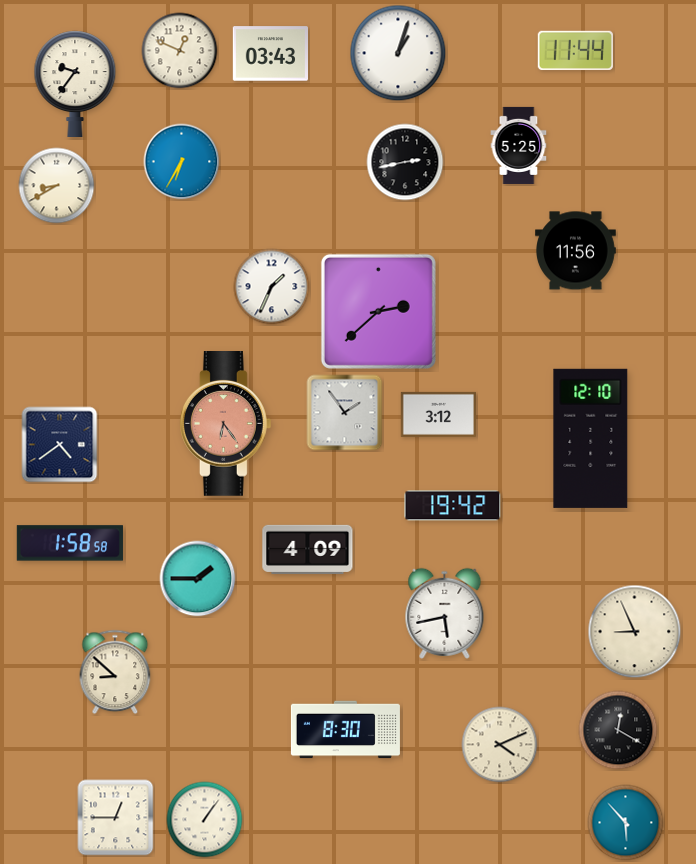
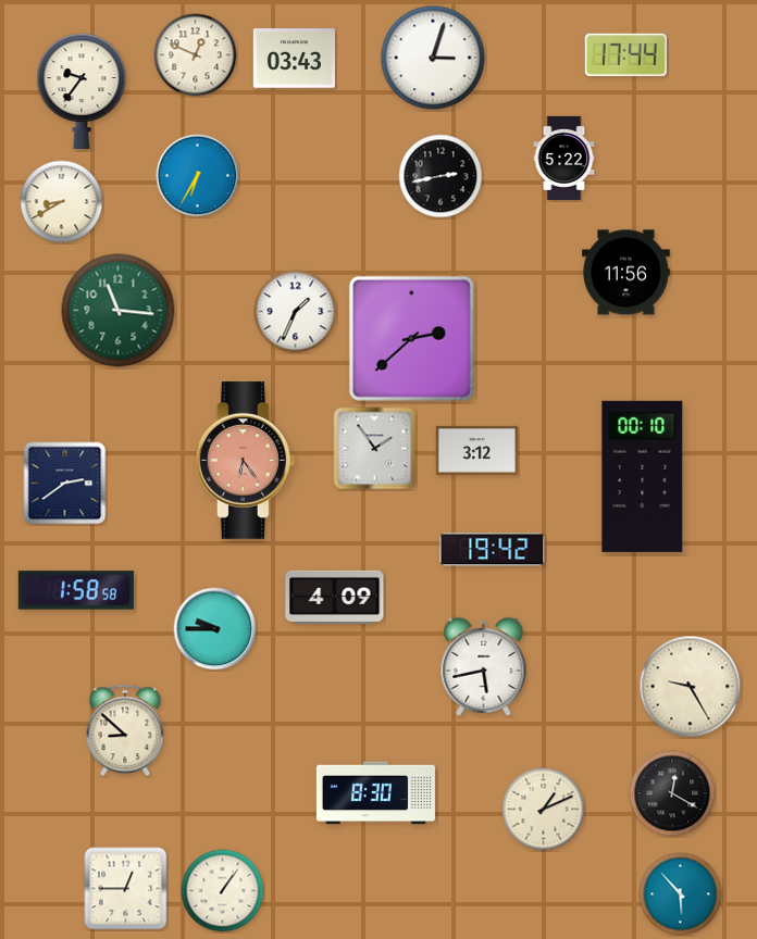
clock at (575, 51): 11:44 -> 17:44
clock at (398, 53): 1:03 -> 3:03
clock at (519, 145): 5:25 -> 5:22
clock at (119, 311): none -> 11:16
clock at (591, 438): 12:10 -> 00:10
clock at (60, 445): 4:39 -> 2:39
clock at (198, 579): 1:45 -> 9:45
clock at (635, 632): 8:56 -> 9:25
clock at (500, 745): 4:11 -> 1:11
